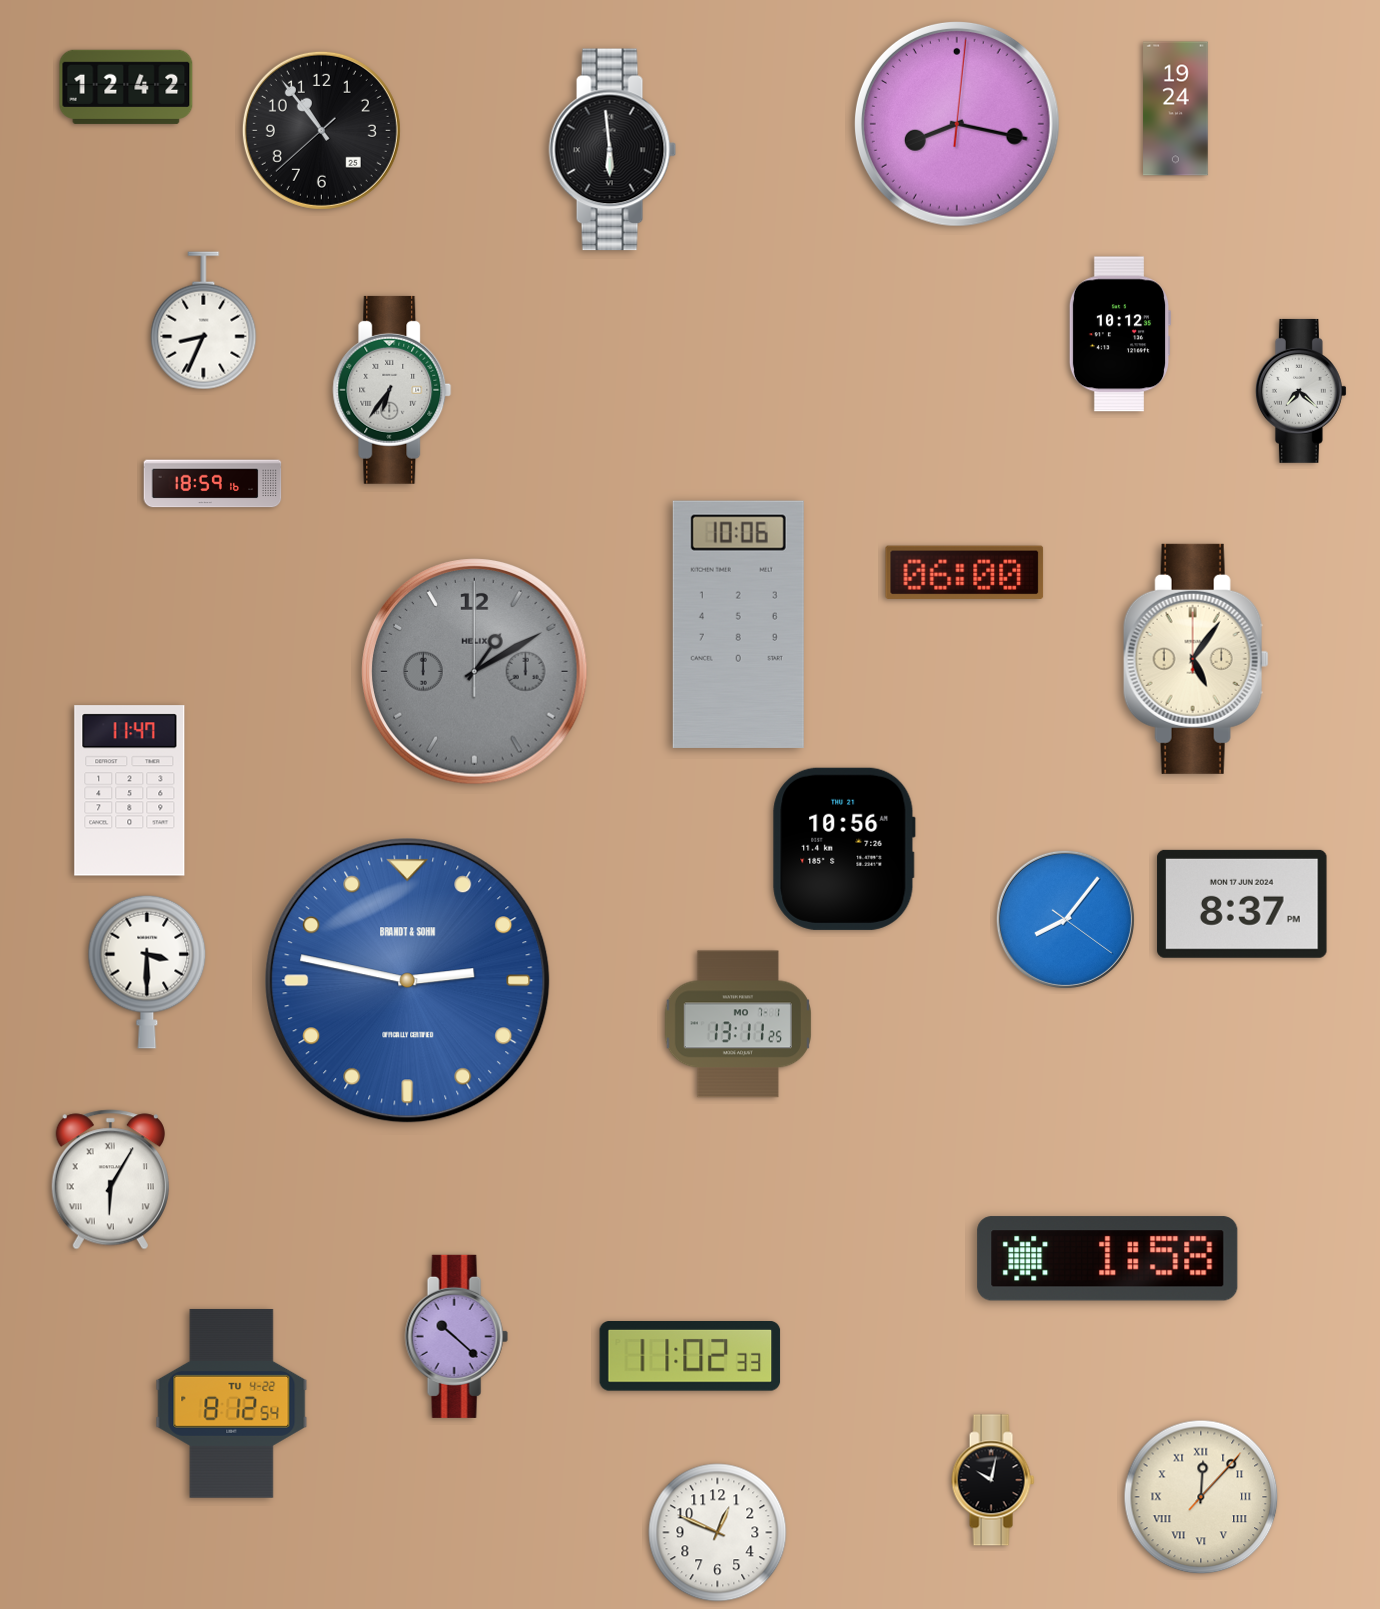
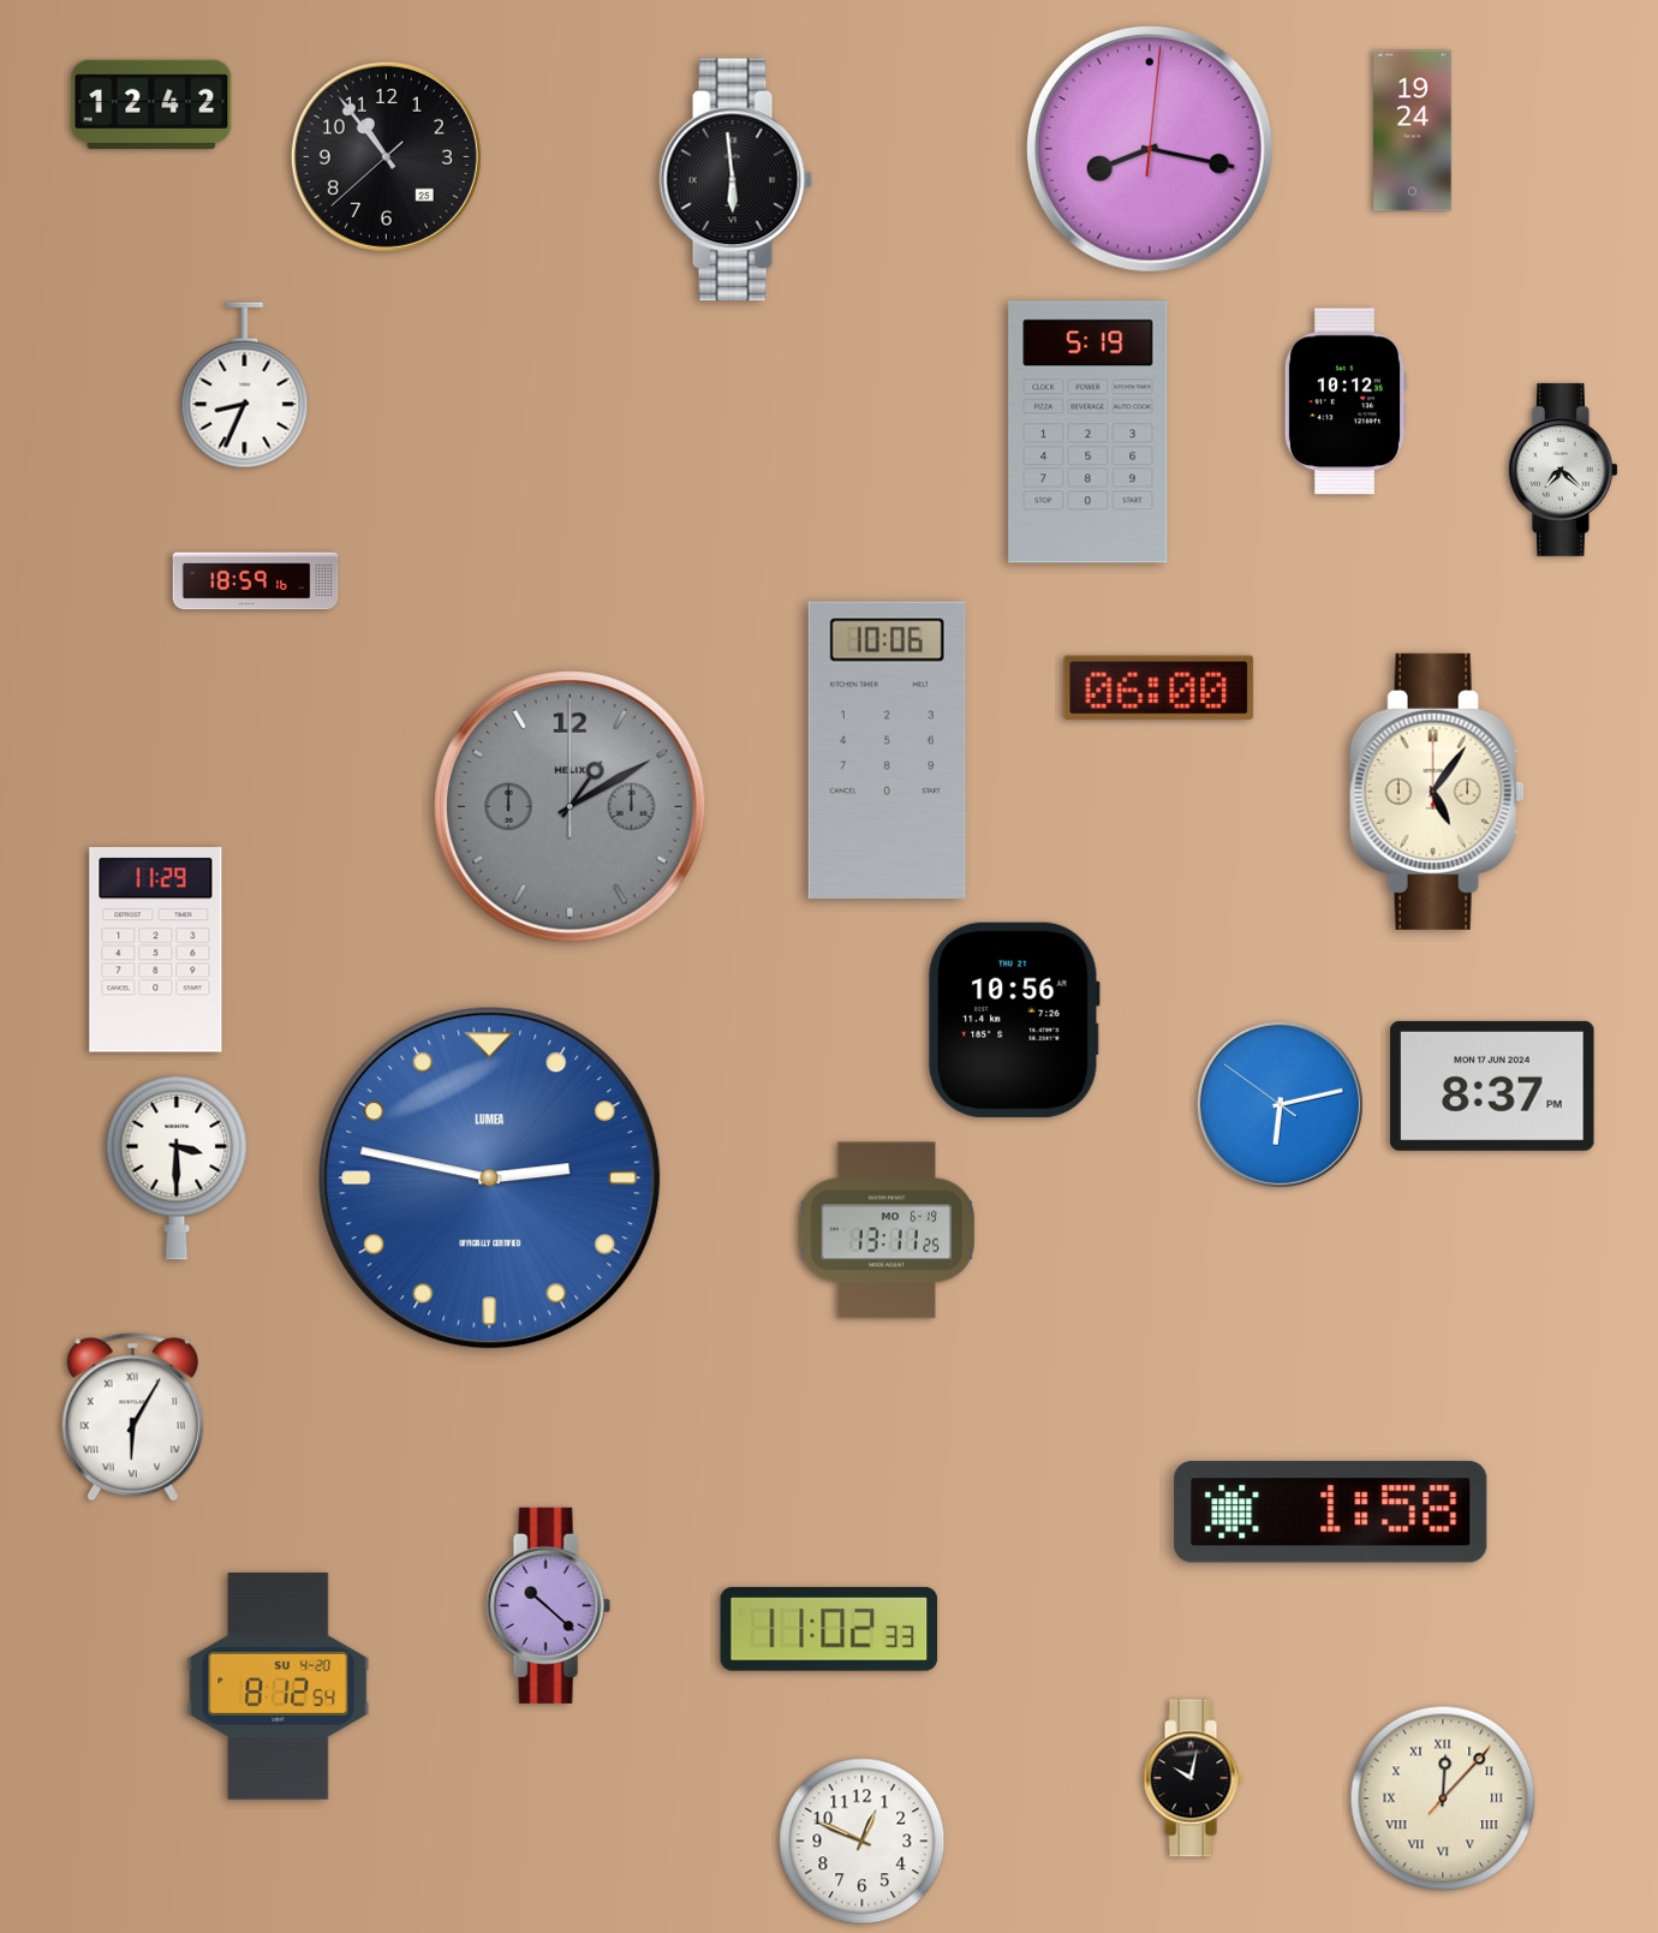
clock at (1089, 432): none -> 5:19
clock at (392, 390): 6:36 -> none
clock at (130, 791): 11:47 -> 11:29
clock at (1065, 919): 8:06 -> 6:12
clock at (408, 981) brand: BRANDT & SOHN -> LUMEA
clock at (738, 1024) date: MO 7-1 -> MO 6-19
clock at (232, 1403) date: TU 4-22 -> SU 4-20
